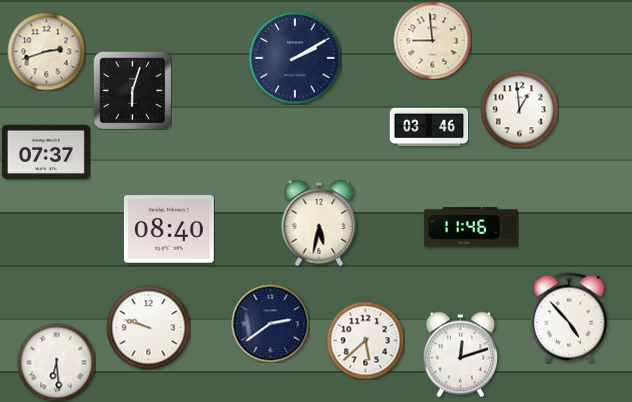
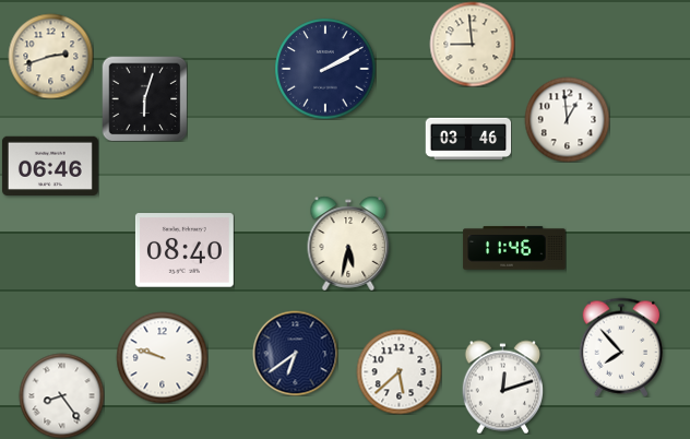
clock at (295, 58) position: (295, 58) -> (325, 69)
clock at (46, 152): 07:37 -> 06:46
clock at (569, 318): 4:53 -> 7:53
clock at (270, 323): 2:39 -> 6:39
clock at (56, 362): 6:29 -> 8:24
